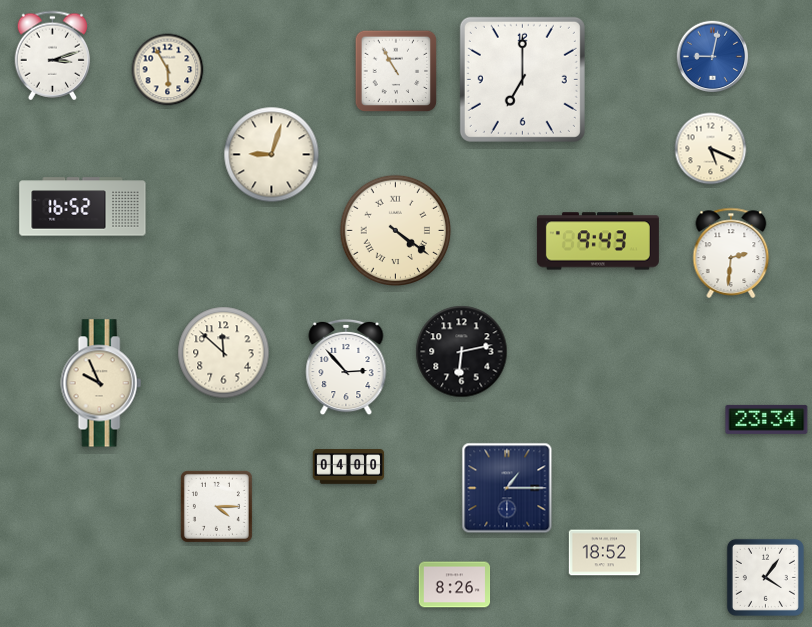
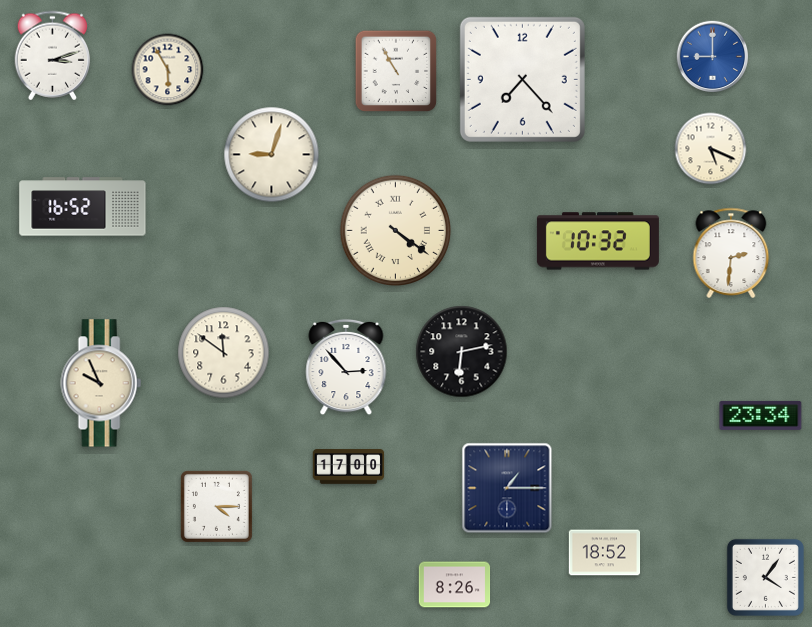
clock at (713, 57): 9:02 -> 9:00
clock at (522, 79): 7:00 -> 7:23
clock at (598, 241): 9:43 -> 10:32
clock at (224, 353): 11:52 -> 11:51
clock at (767, 419) position: (767, 419) -> (761, 415)
clock at (349, 467): 04:00 -> 17:00
